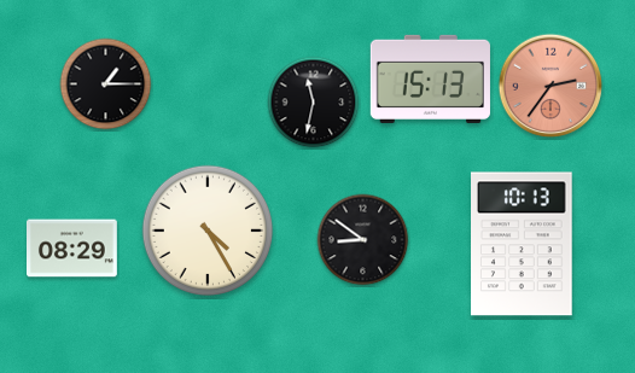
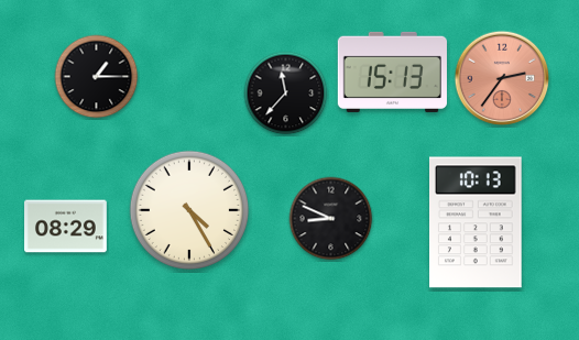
clock at (314, 103): 11:32 -> 11:37
clock at (363, 240): 8:51 -> 8:49
